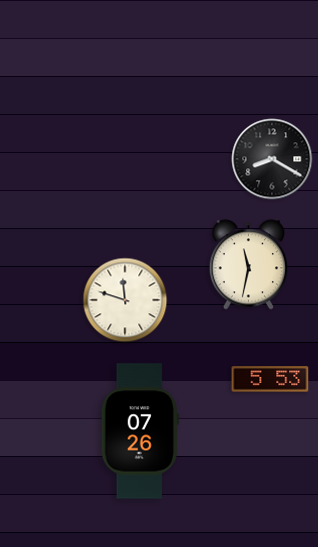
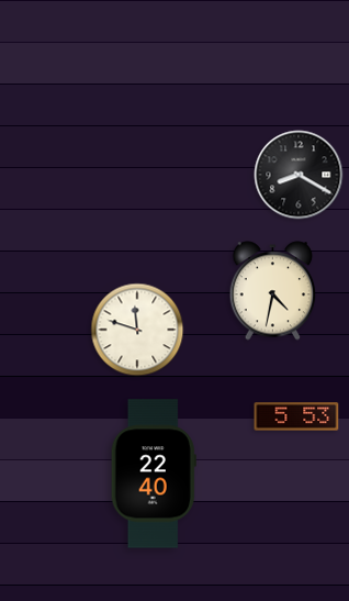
clock at (249, 265): 11:32 -> 4:32
clock at (140, 431): 07:26 -> 22:40
